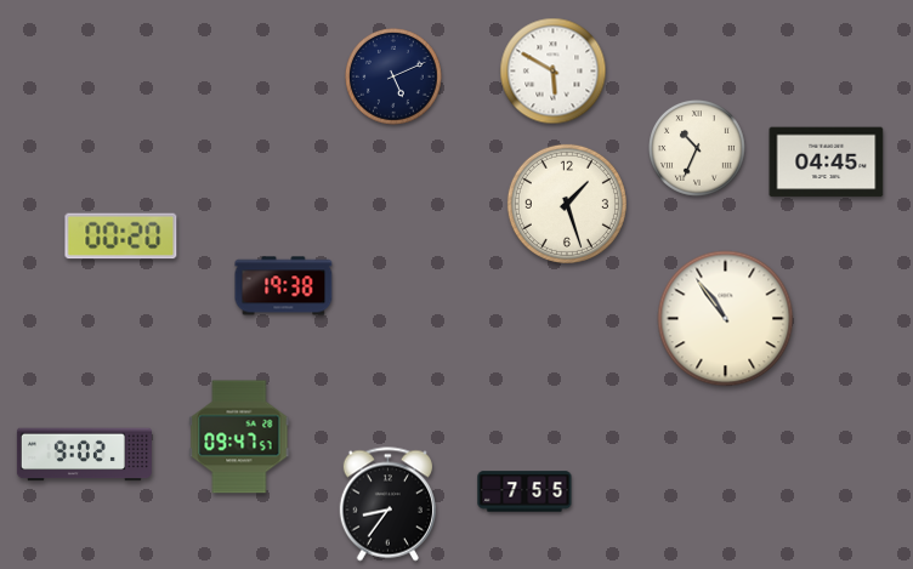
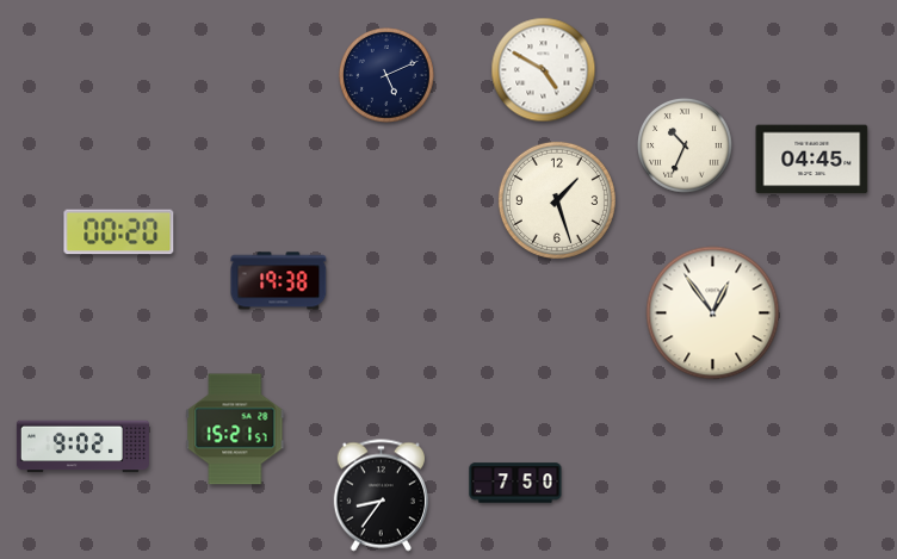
clock at (554, 72): 5:50 -> 4:50
clock at (726, 319): 10:54 -> 12:54
clock at (239, 437): 09:47 -> 15:21
clock at (524, 491): 7:55 -> 7:50
